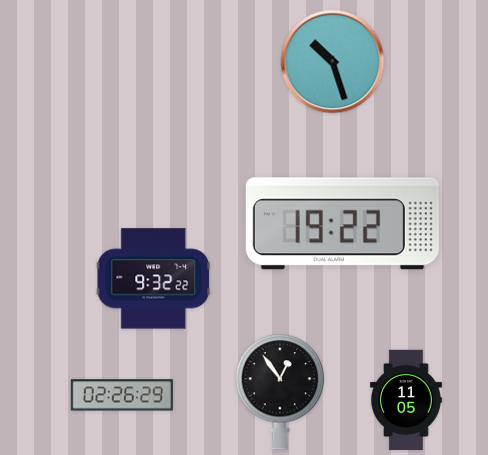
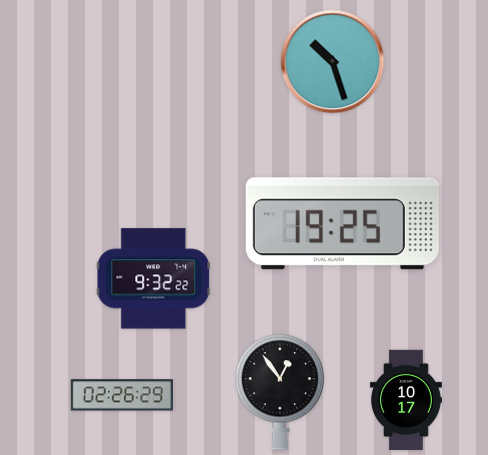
clock at (342, 224): 19:22 -> 19:25
clock at (406, 400): 11:05 -> 10:17
